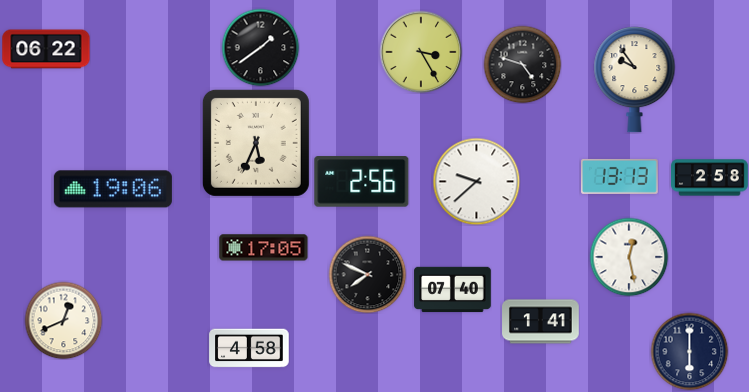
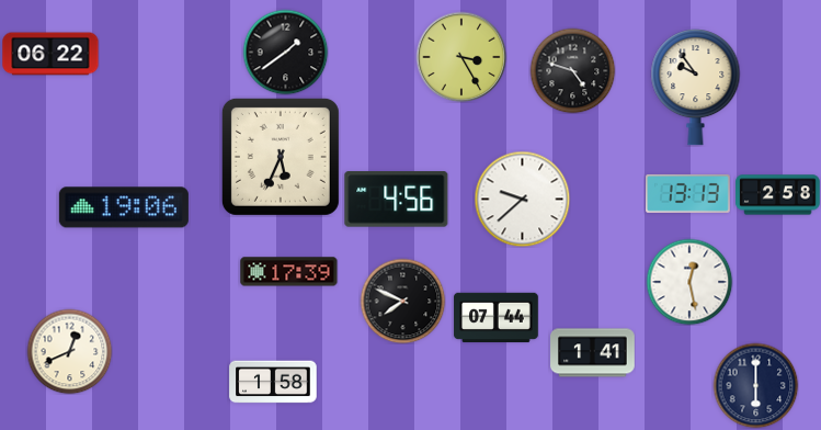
clock at (620, 176) position: (620, 176) -> (688, 193)
clock at (362, 182): 2:56 -> 4:56
clock at (264, 248): 17:05 -> 17:39
clock at (453, 290): 07:40 -> 07:44
clock at (249, 348): 4:58 -> 1:58
